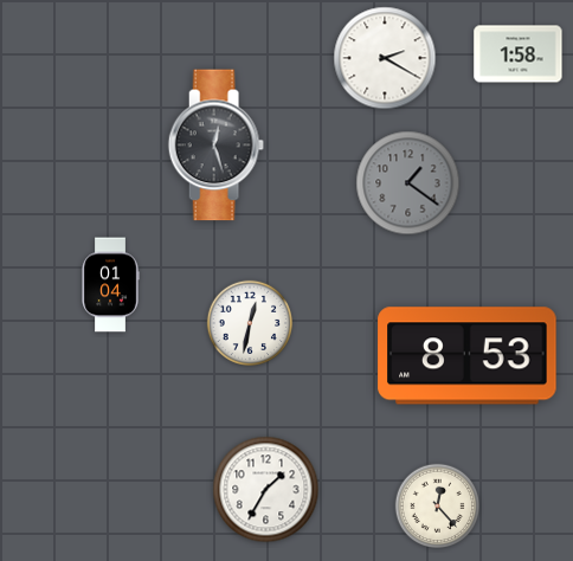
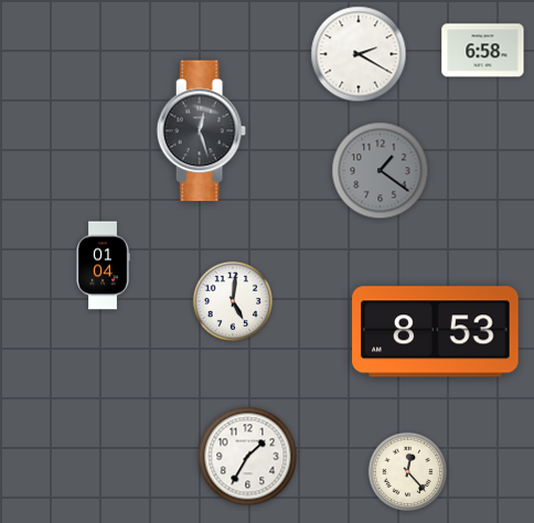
clock at (519, 54): 1:58 -> 6:58
clock at (215, 146) position: (215, 146) -> (201, 131)
clock at (250, 323): 12:32 -> 5:01
